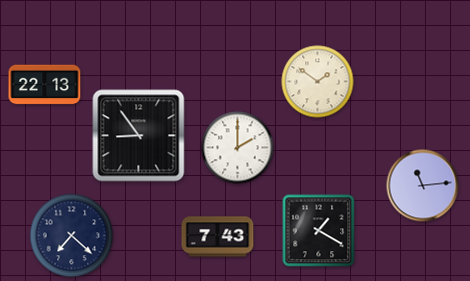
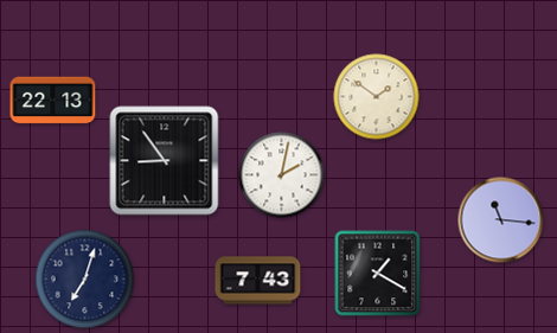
clock at (238, 148): 2:00 -> 2:02
clock at (423, 186): 11:14 -> 11:16
clock at (72, 236): 7:22 -> 7:03
